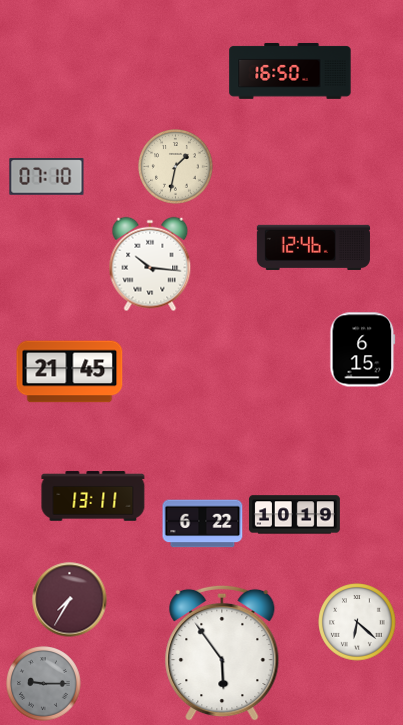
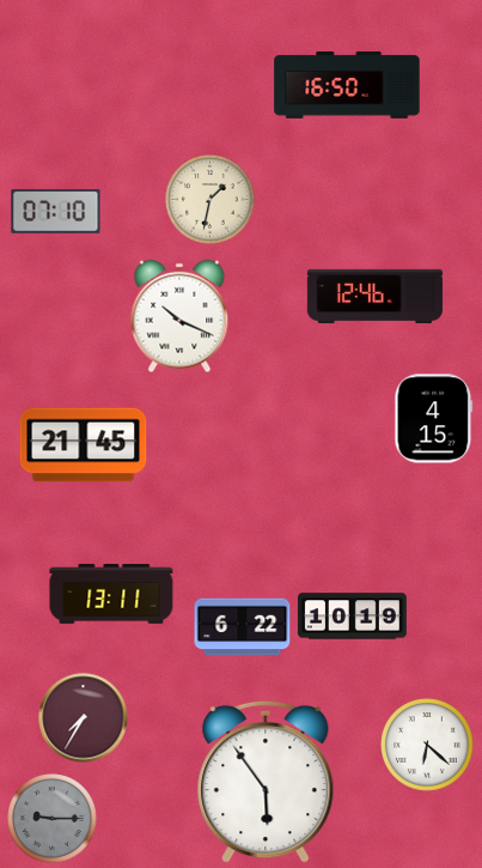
clock at (150, 264): 10:16 -> 10:19
clock at (363, 350): 6:15 -> 4:15
